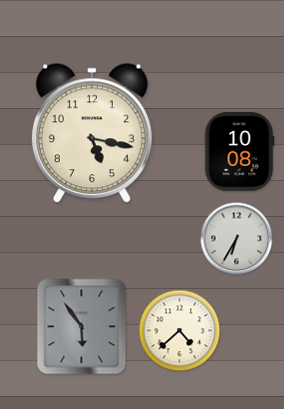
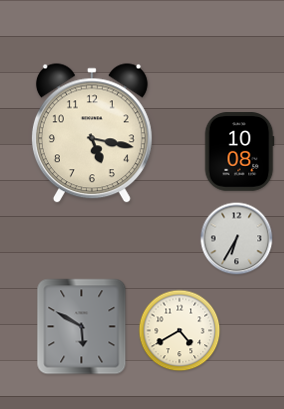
clock at (82, 327): 5:54 -> 5:50
clock at (180, 331): 4:38 -> 4:40
